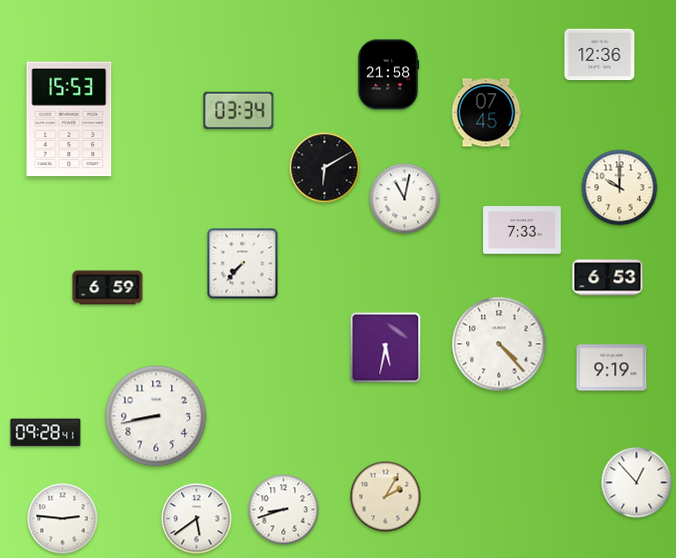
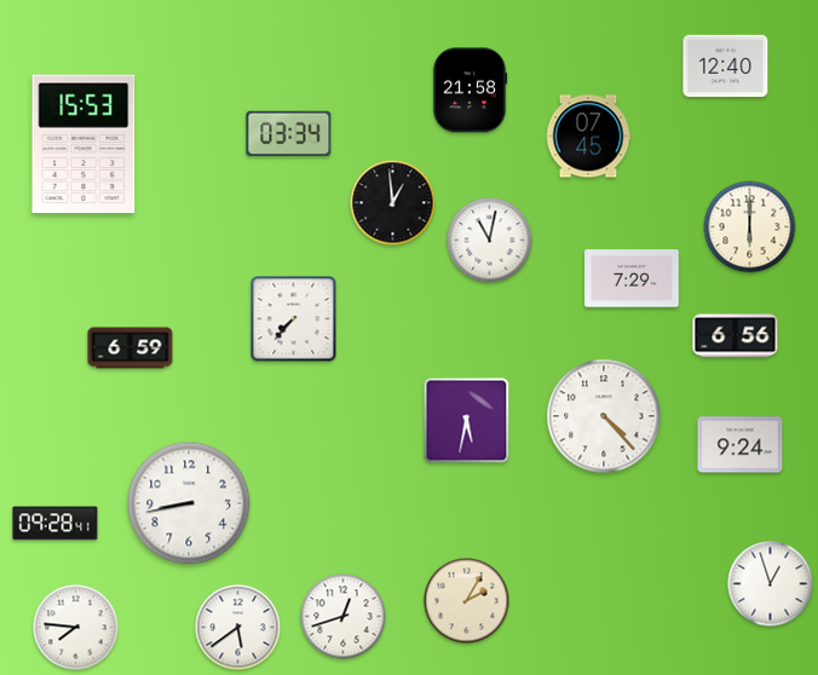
clock at (600, 55): 12:36 -> 12:40
clock at (325, 168): 6:10 -> 12:59
clock at (620, 188): 10:00 -> 6:00
clock at (522, 230): 7:33 -> 7:29
clock at (608, 278): 6:53 -> 6:56
clock at (612, 368): 9:19 -> 9:24
clock at (637, 483): 12:53 -> 12:57
clock at (284, 510): 8:42 -> 12:42
clock at (63, 519): 2:46 -> 7:46
